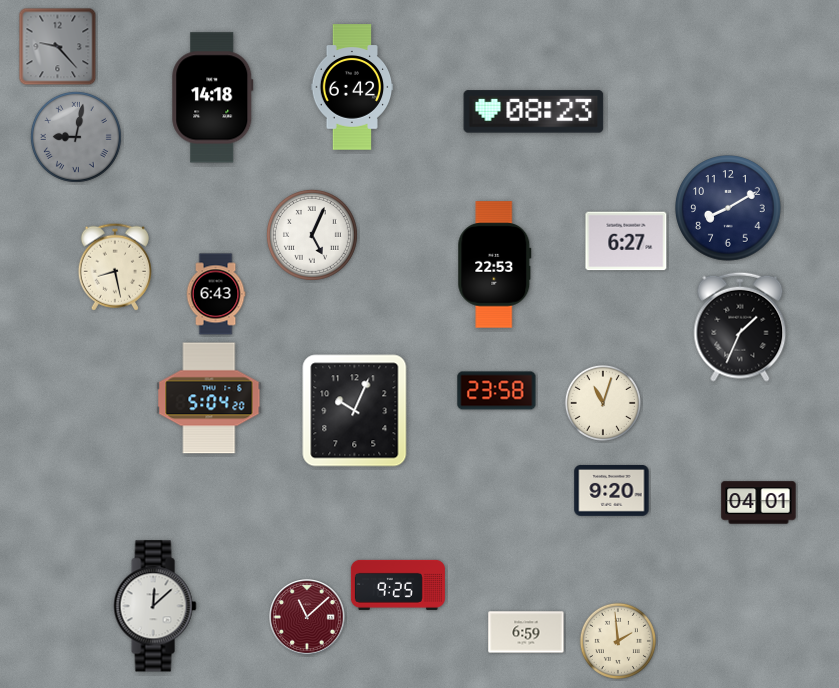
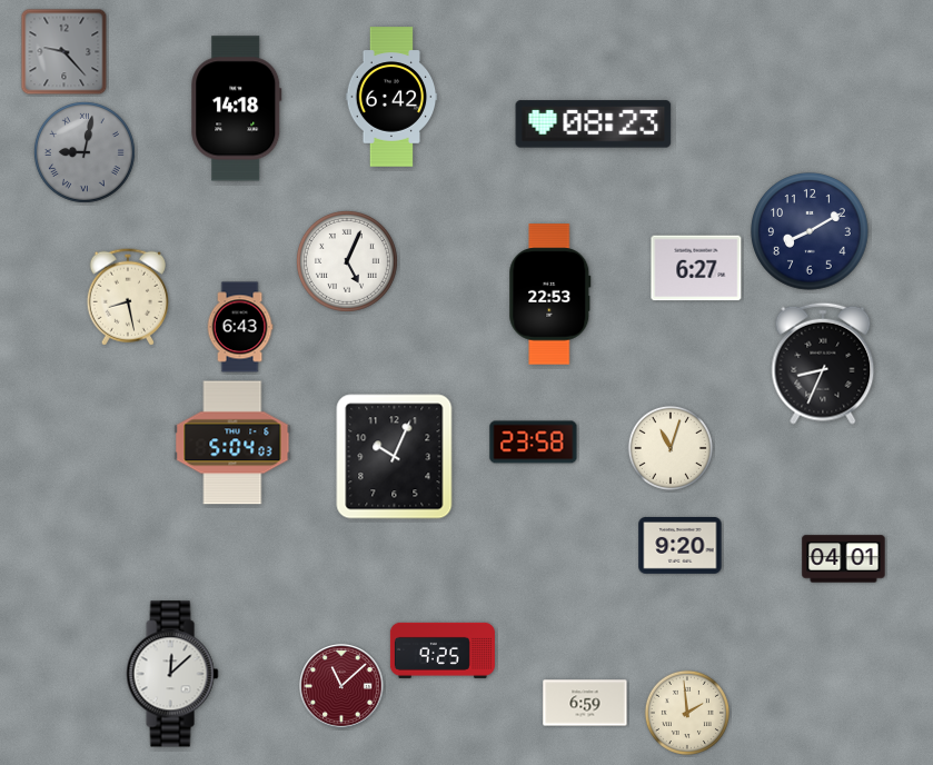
clock at (740, 327): 1:34 -> 8:34
clock at (497, 391) position: (497, 391) -> (534, 443)
clock at (209, 398): 5:04:20 -> 5:04:03
